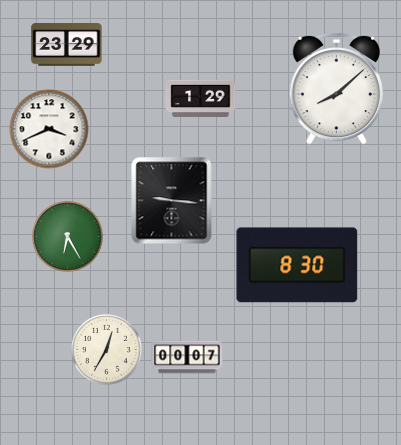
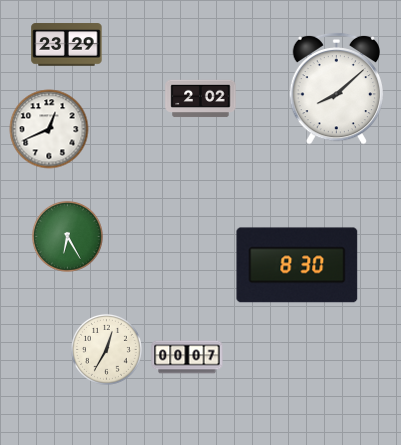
clock at (201, 99): 1:29 -> 2:02
clock at (49, 129): 3:41 -> 12:41
clock at (172, 201): 9:16 -> none
